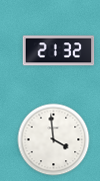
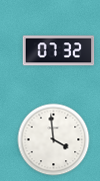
clock at (59, 51): 21:32 -> 07:32
